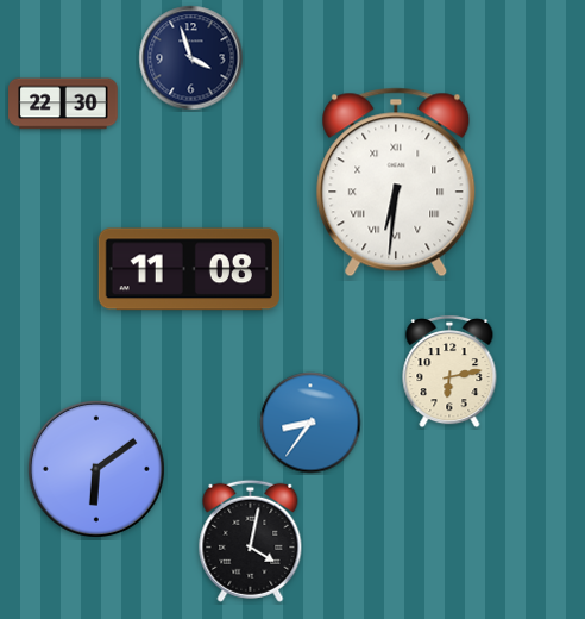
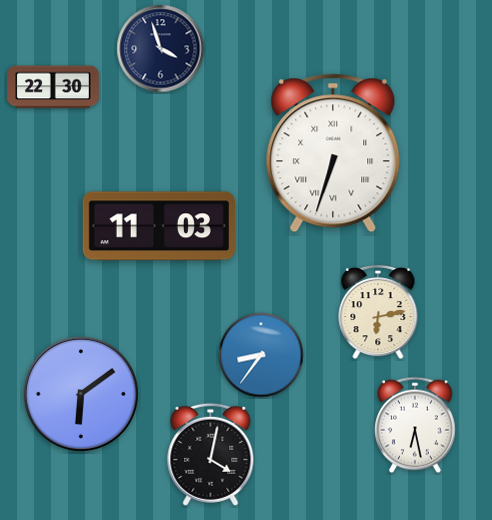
clock at (396, 182): 6:31 -> 6:33
clock at (189, 269): 11:08 -> 11:03
clock at (416, 425): none -> 6:28
